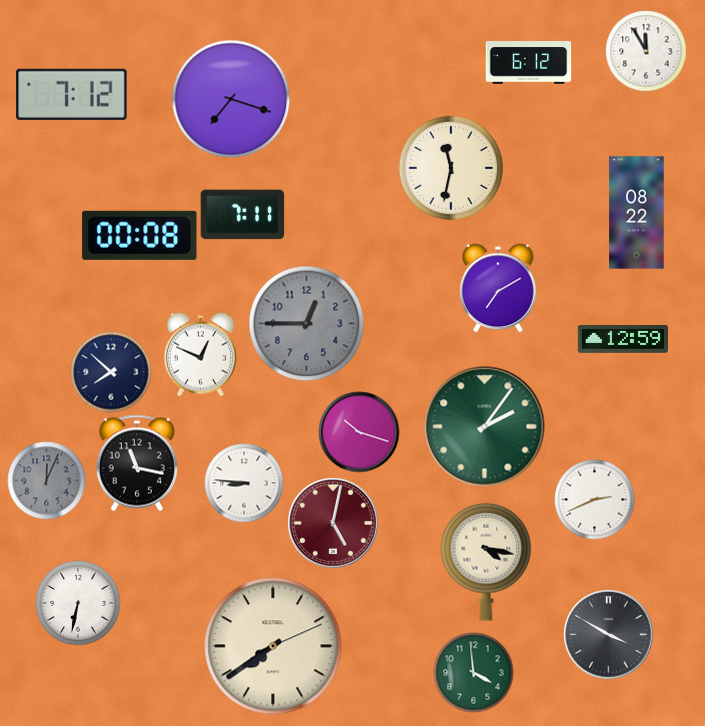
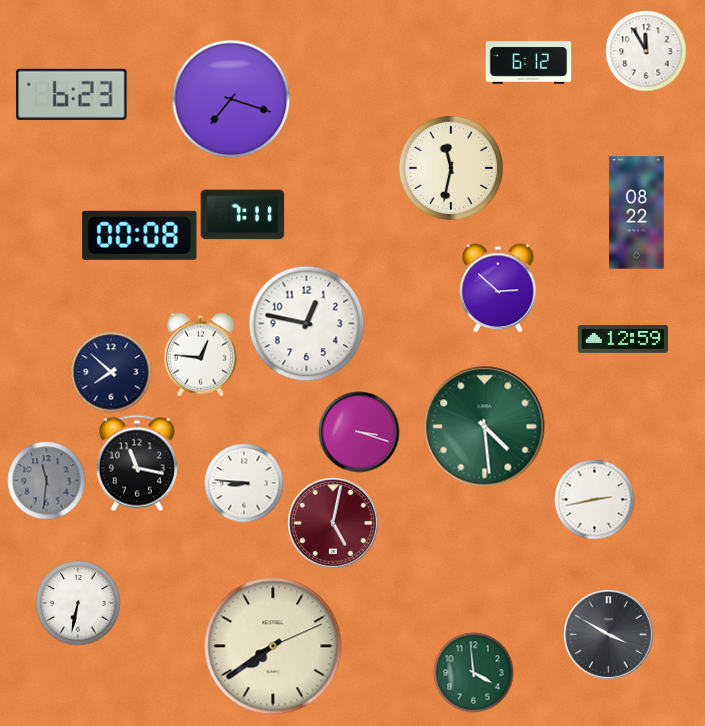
clock at (72, 94): 7:12 -> 6:23
clock at (498, 288): 7:10 -> 2:52
clock at (306, 323): 12:45 -> 12:47
clock at (306, 323) dial: grey -> white
clock at (200, 354): 12:49 -> 12:46
clock at (485, 427): 2:06 -> 4:29
clock at (359, 432): 10:18 -> 3:18
clock at (46, 480): 12:04 -> 11:31
clock at (594, 499): 2:41 -> 2:43
clock at (486, 562): 4:17 -> none
